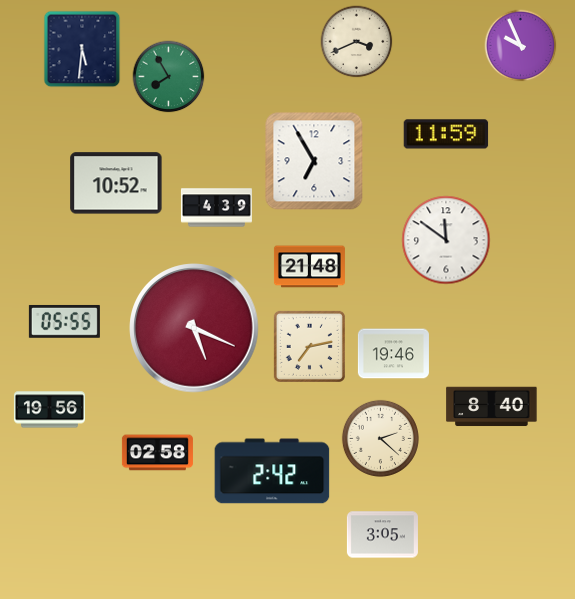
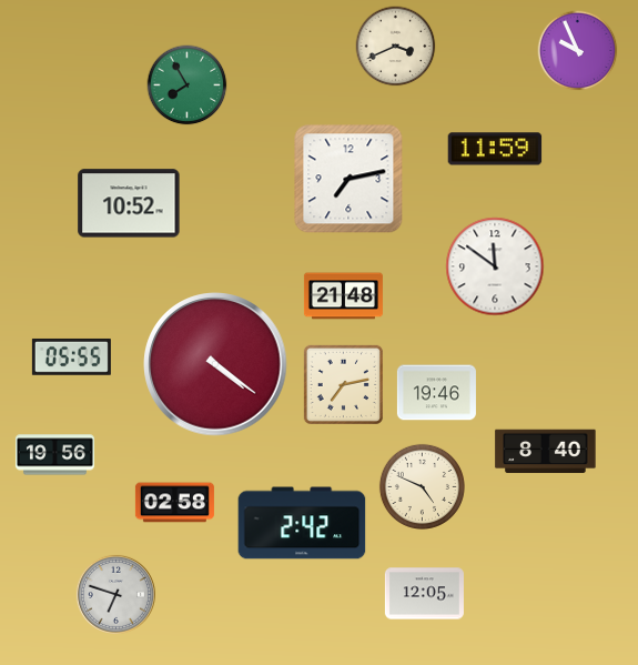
clock at (82, 49): 5:31 -> none
clock at (314, 161): 6:55 -> 7:13
clock at (216, 208): 4:39 -> none
clock at (194, 328): 5:19 -> 4:21
clock at (380, 438): 2:22 -> 4:49
clock at (115, 594): none -> 6:48
clock at (382, 535): 3:05 -> 12:05
